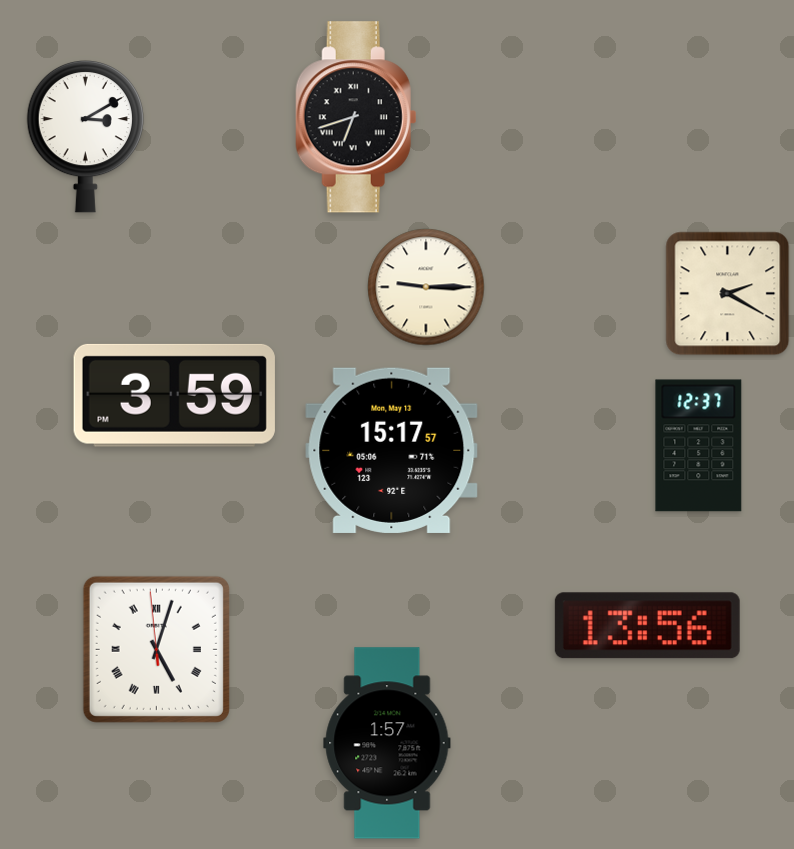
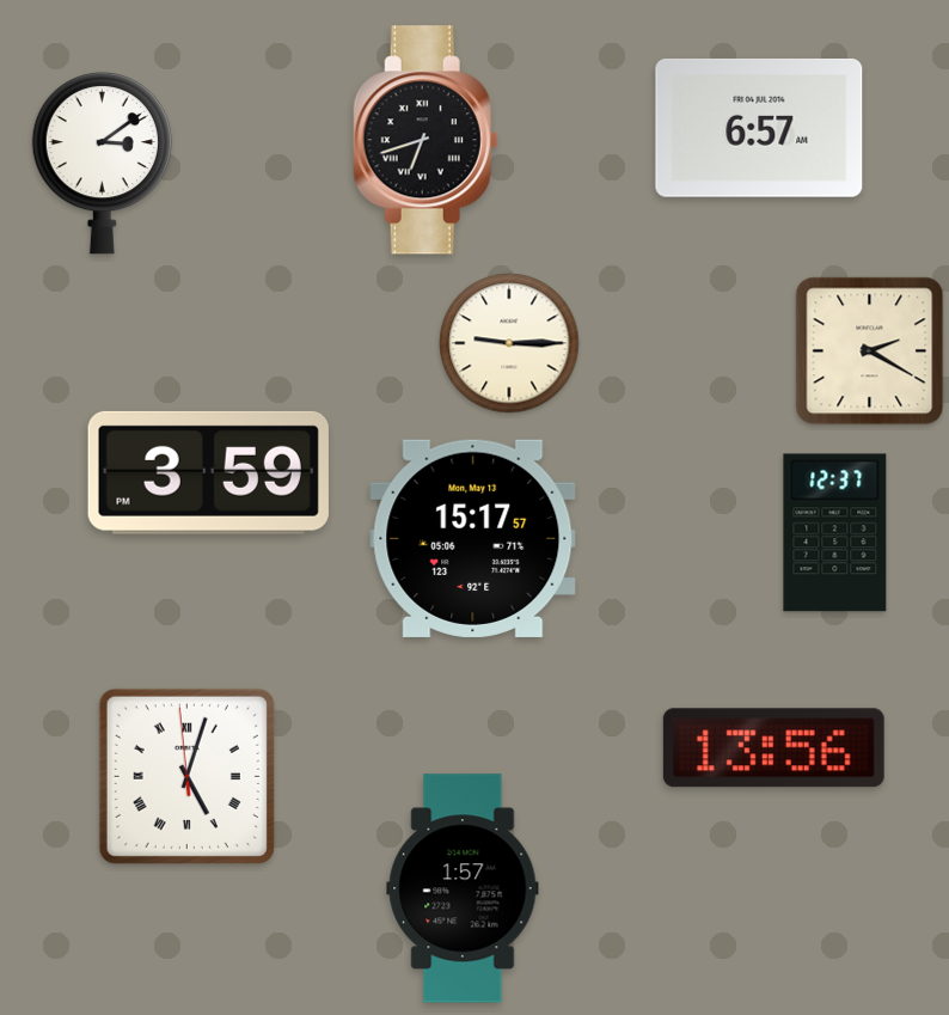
clock at (759, 128): none -> 6:57
clock at (85, 136): 3:10 -> 3:09
clock at (392, 450) position: (392, 450) -> (473, 538)
